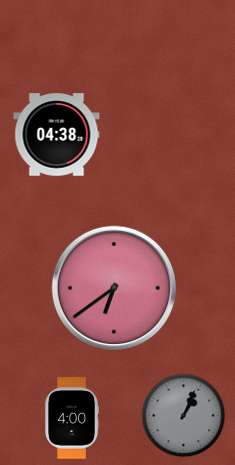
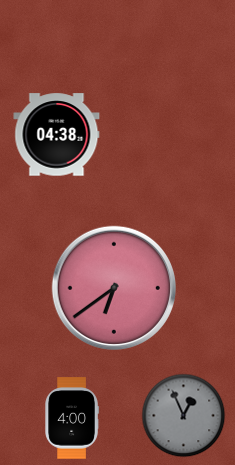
clock at (184, 416): 1:04 -> 12:56
